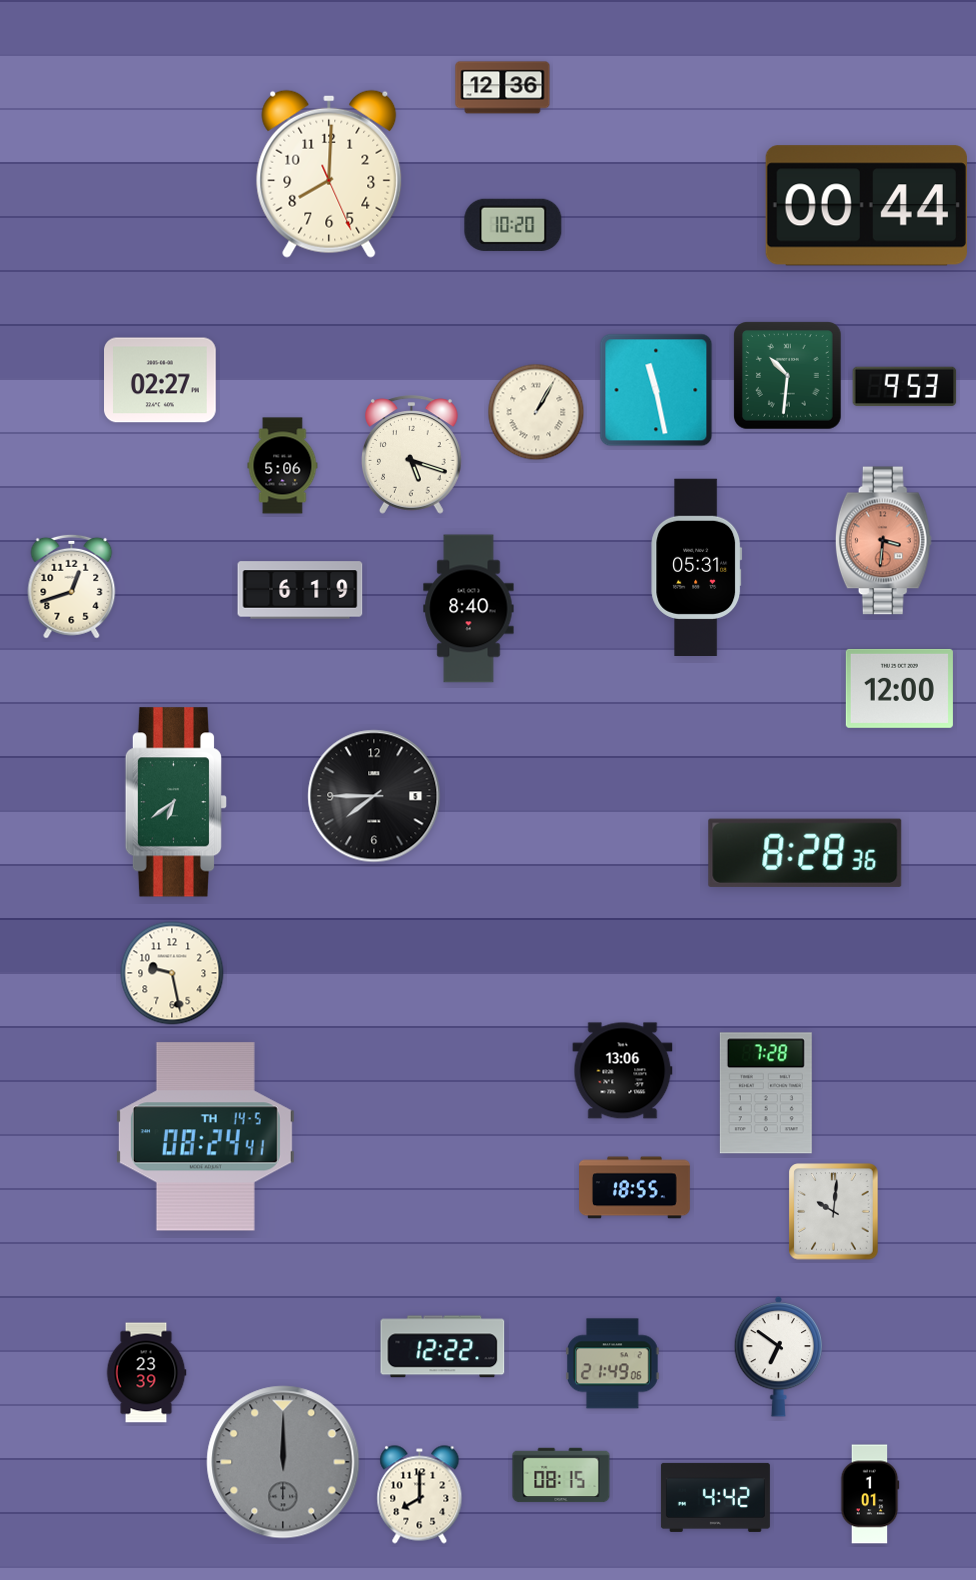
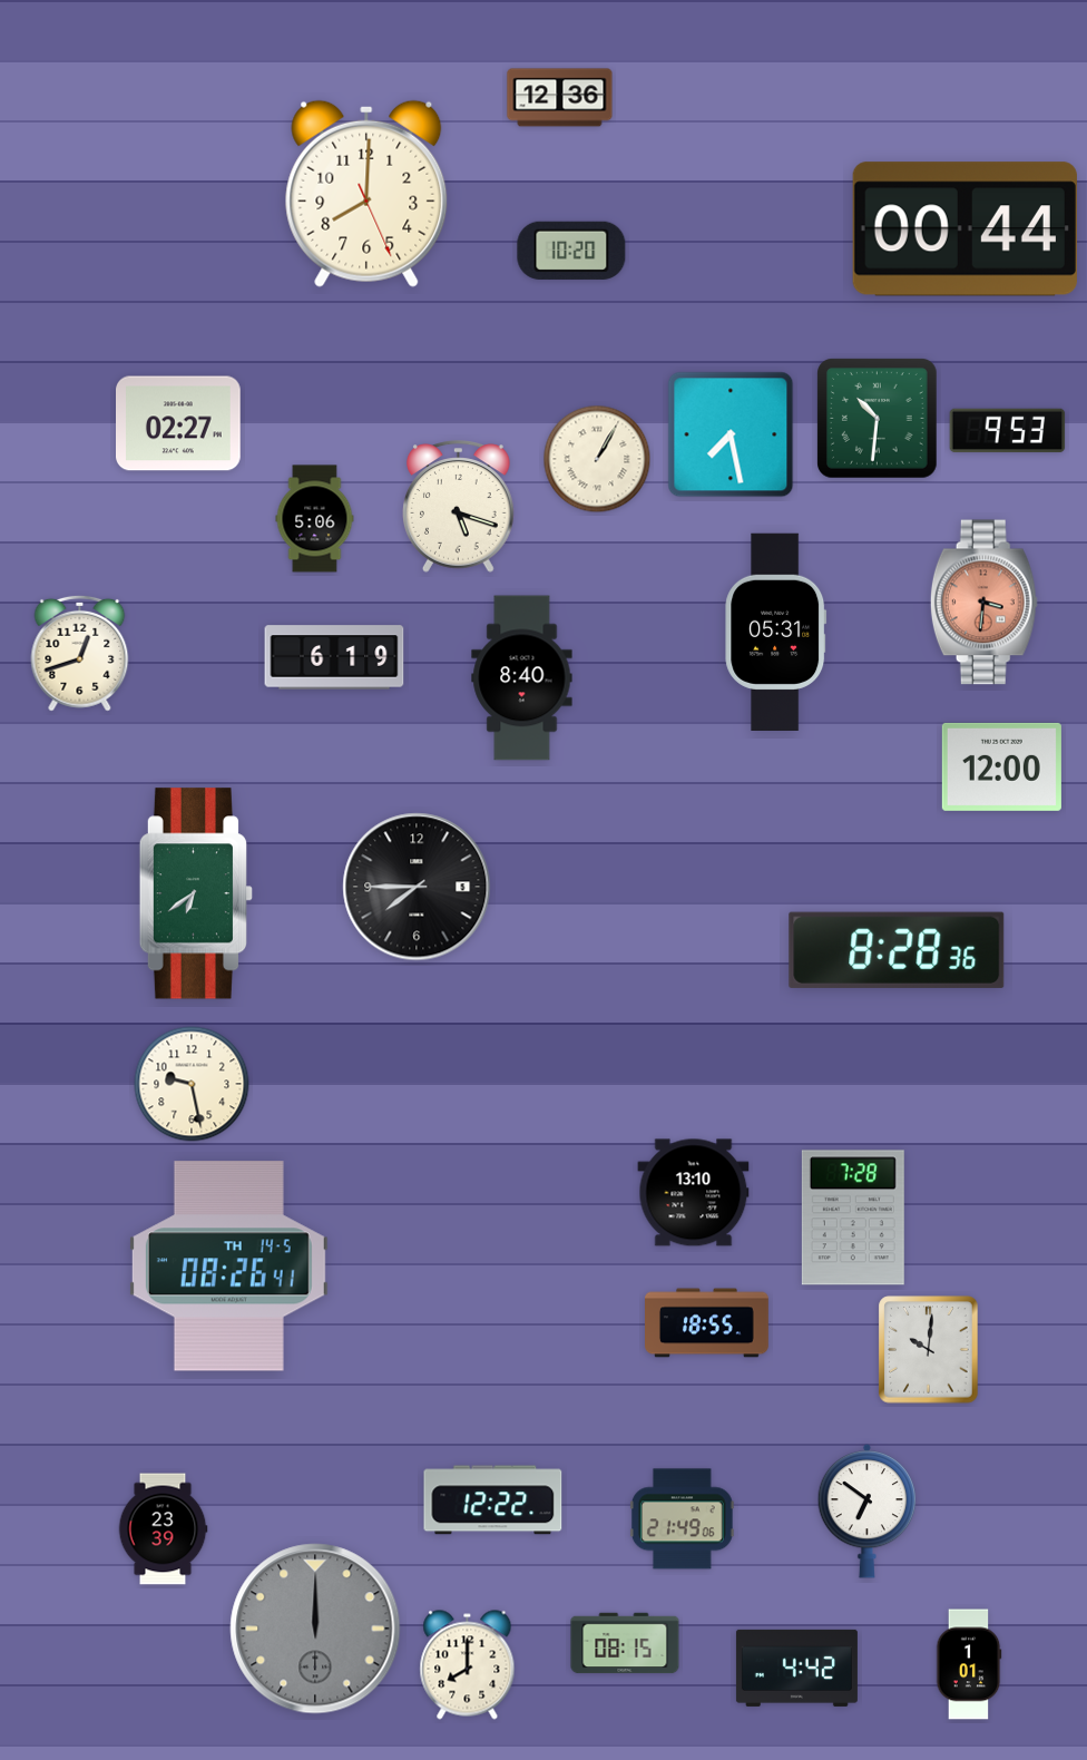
clock at (656, 390): 11:28 -> 7:28
clock at (623, 1071): 13:06 -> 13:10
clock at (205, 1137): 08:24 -> 08:26
